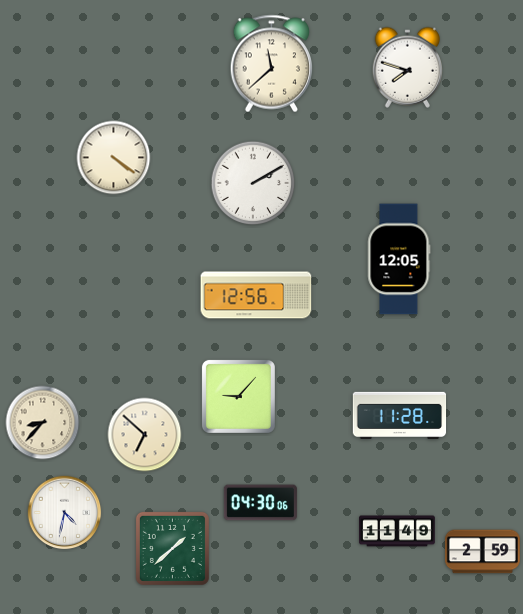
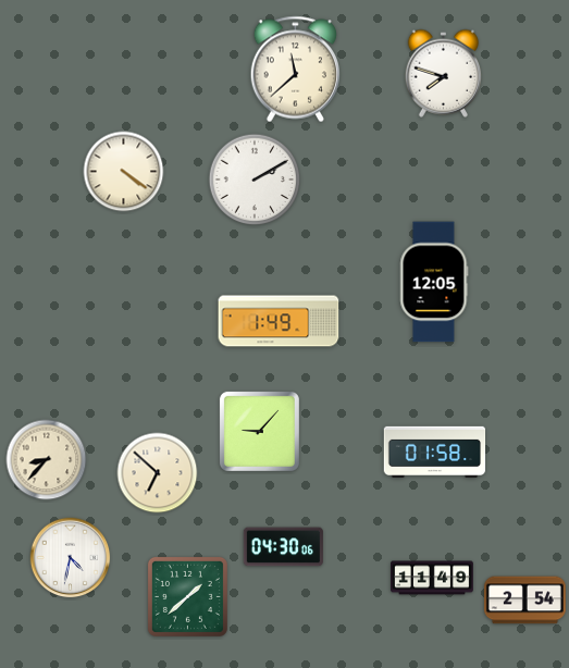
clock at (253, 183) position: (253, 183) -> (255, 180)
clock at (256, 295): 12:56 -> 1:49
clock at (400, 415): 11:28 -> 01:58
clock at (482, 552): 2:59 -> 2:54
